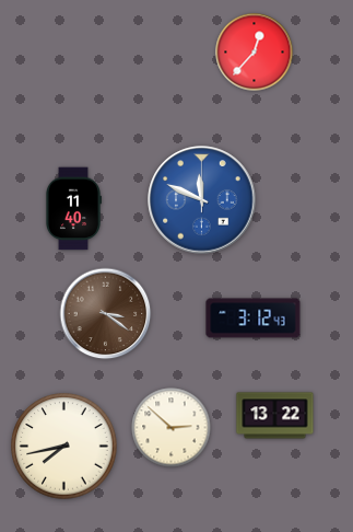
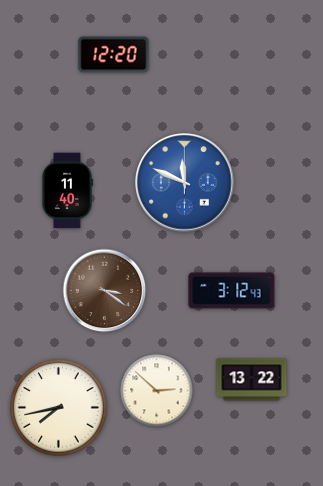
clock at (255, 53): 12:37 -> none
clock at (114, 55): none -> 12:20
clock at (106, 314) position: (106, 314) -> (105, 291)
